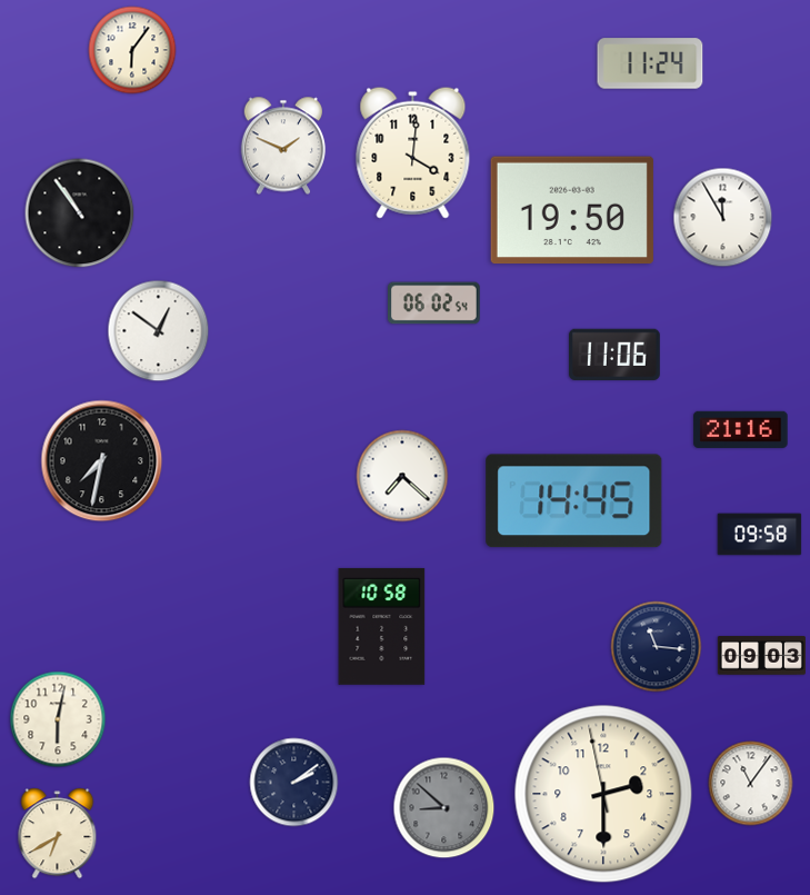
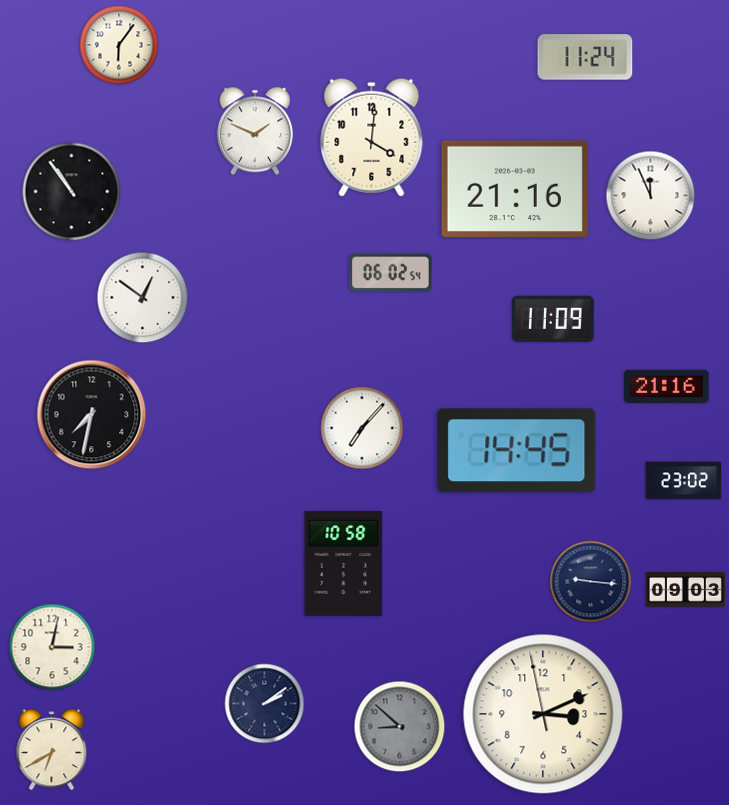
clock at (572, 210): 19:50 -> 21:16
clock at (723, 218): 11:55 -> 11:56
clock at (614, 355): 11:06 -> 11:09
clock at (402, 476): 7:22 -> 7:07
clock at (760, 535): 09:58 -> 23:02
clock at (657, 647): 11:16 -> 9:16
clock at (58, 719): 6:02 -> 3:02
clock at (751, 784): 11:06 -> none
clock at (603, 794): 2:29 -> 3:10
